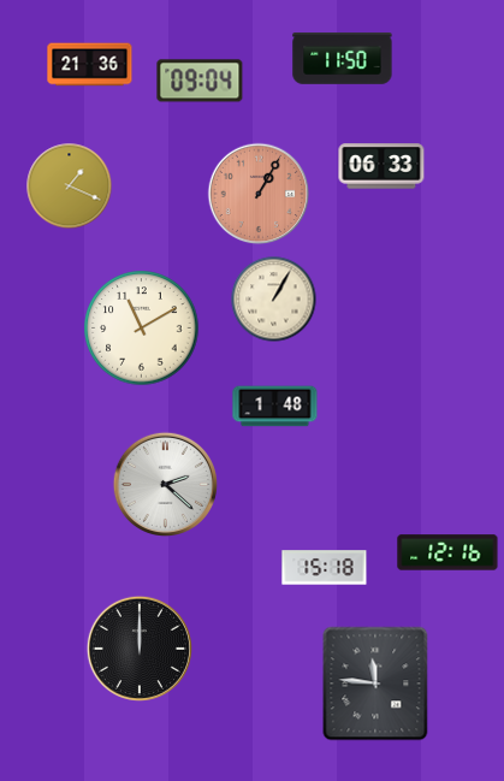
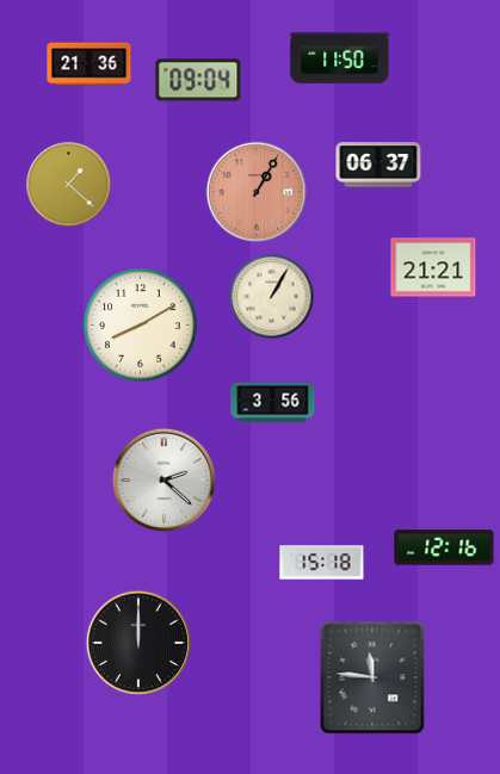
clock at (381, 166): 06:33 -> 06:37
clock at (70, 187): 1:19 -> 1:22
clock at (433, 267): none -> 21:21
clock at (142, 329): 11:10 -> 8:10
clock at (275, 407): 1:48 -> 3:56
